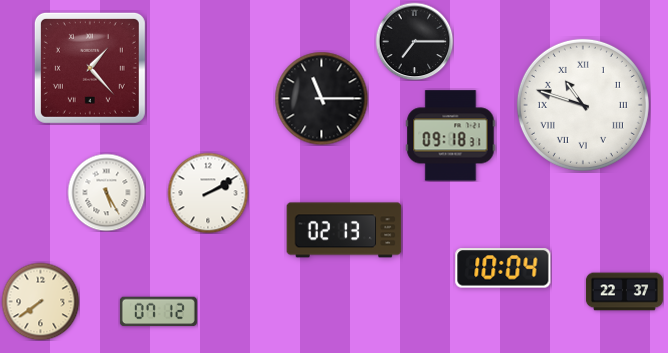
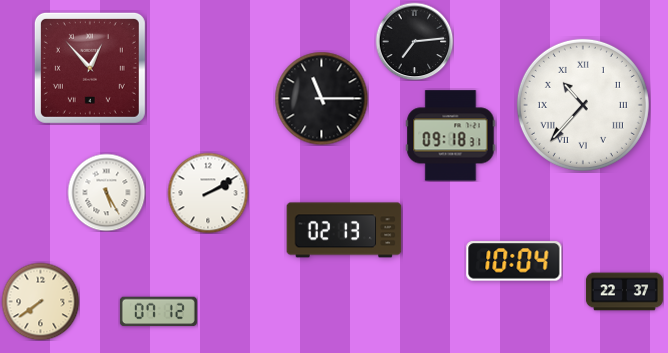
clock at (414, 41): 7:15 -> 7:14
clock at (90, 68): 1:23 -> 12:53
clock at (583, 105): 10:48 -> 10:37
clock at (503, 268) position: (503, 268) -> (514, 261)
